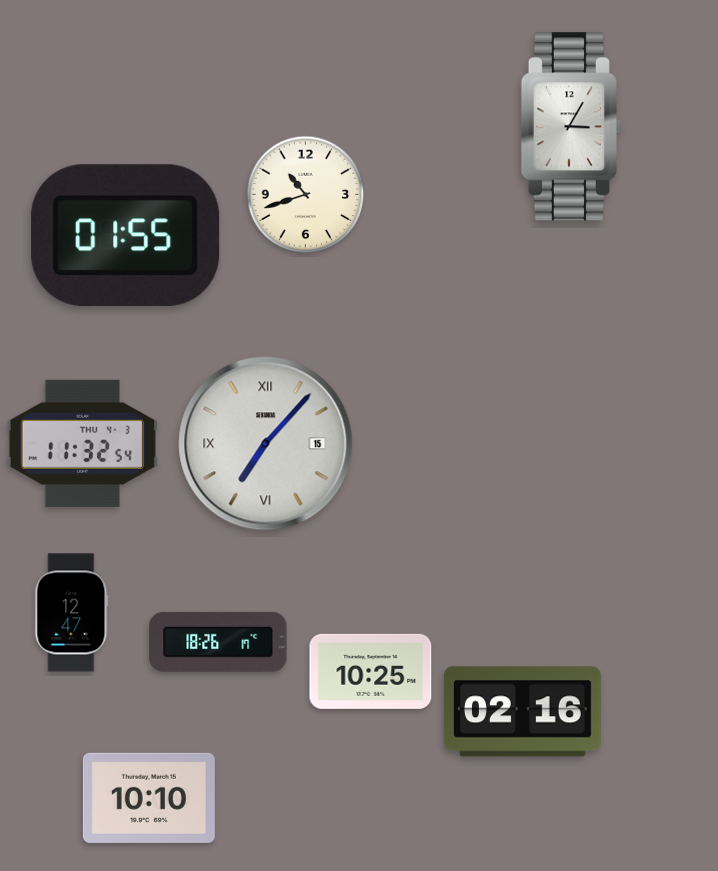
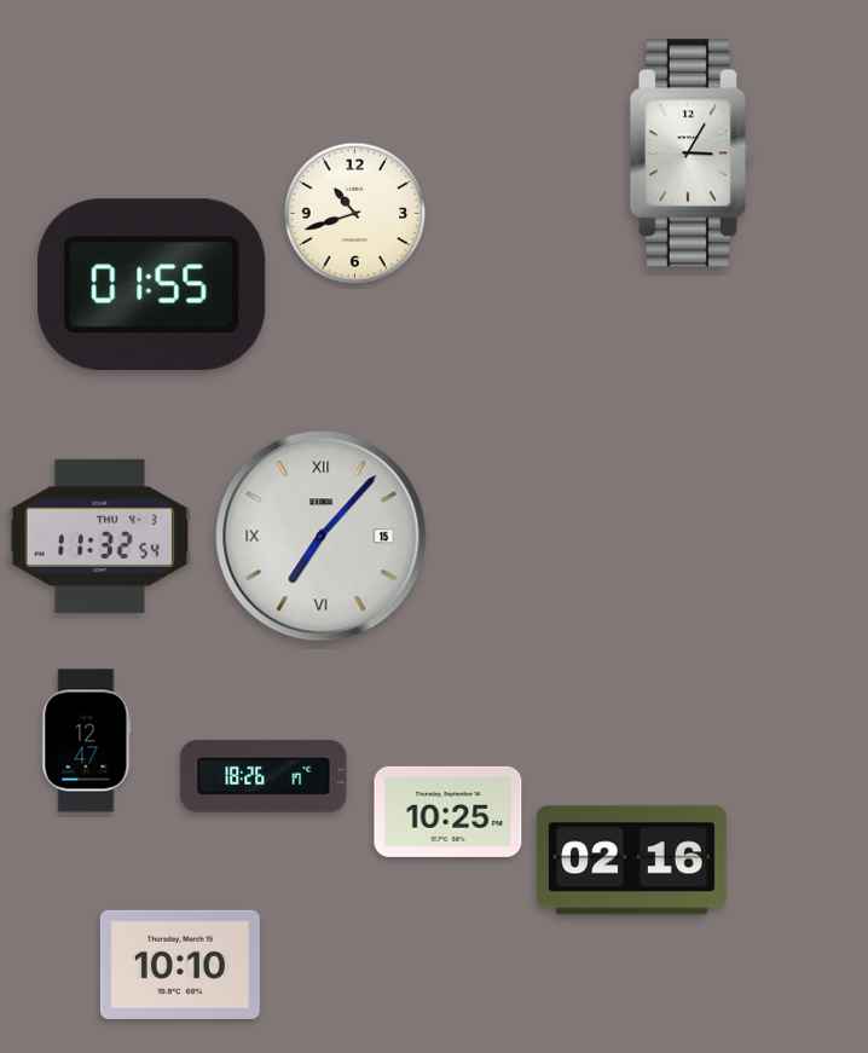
clock at (306, 195) position: (306, 195) -> (355, 214)
